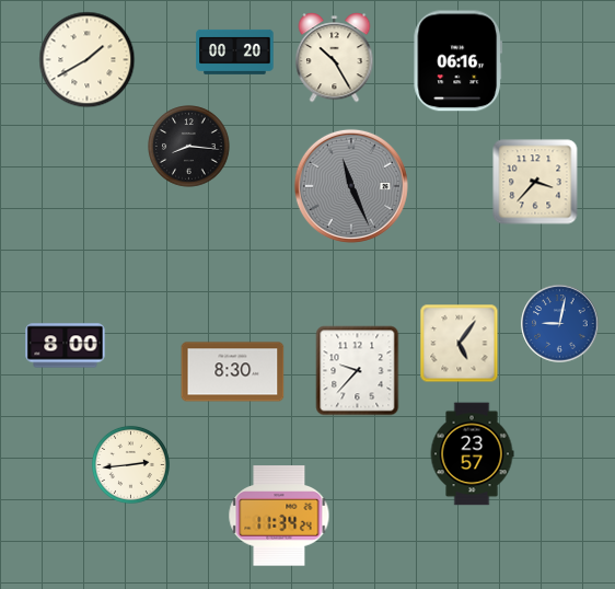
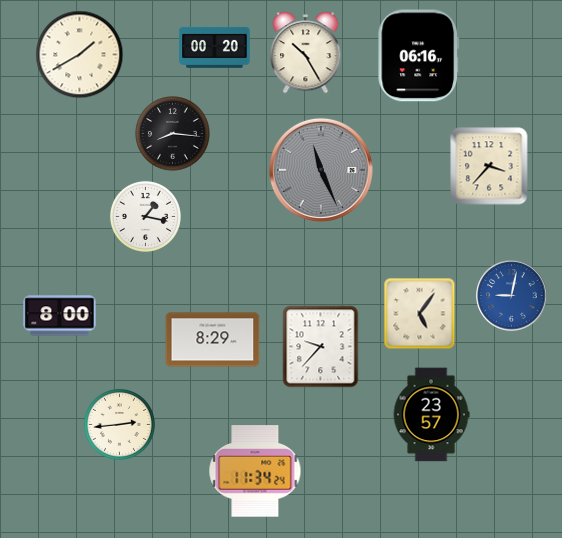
clock at (145, 216): none -> 1:17
clock at (358, 371) position: (358, 371) -> (321, 347)
clock at (233, 372): 8:30 -> 8:29
